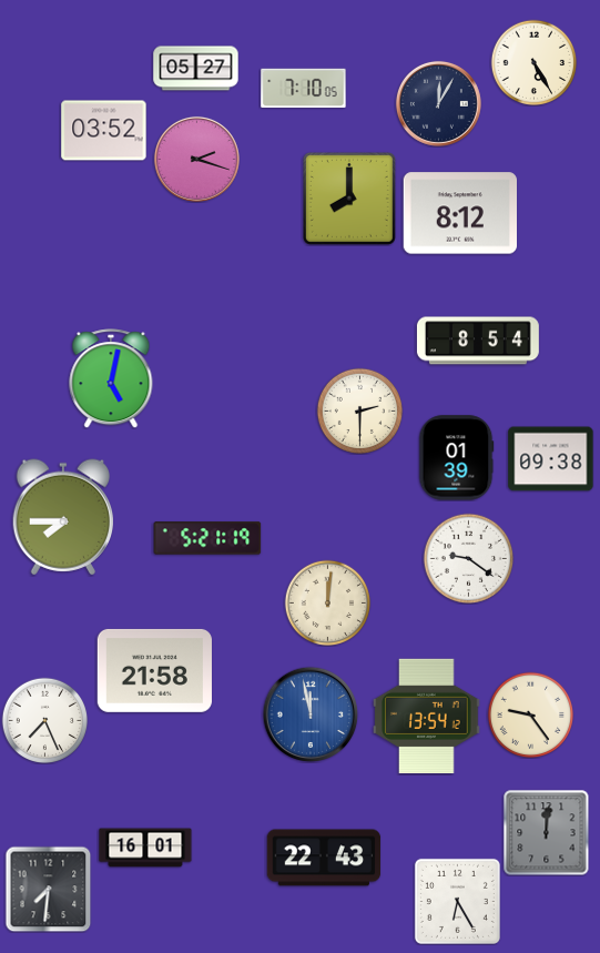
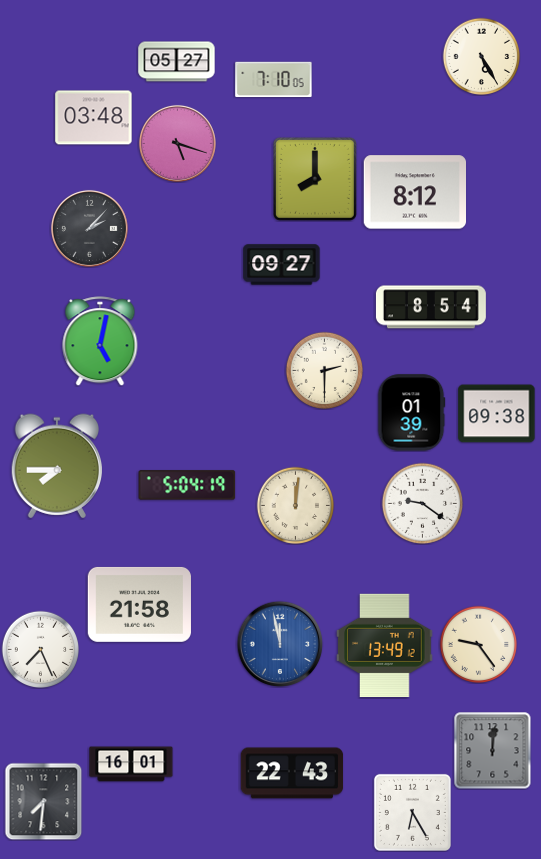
clock at (438, 103): 12:05 -> none
clock at (104, 131): 03:52 -> 03:48
clock at (196, 159): 2:18 -> 5:18
clock at (89, 228): none -> 2:07
clock at (282, 265): none -> 09:27
clock at (207, 538): 5:21 -> 5:04
clock at (327, 602) position: (327, 602) -> (295, 505)
clock at (427, 716): 13:54 -> 13:49
